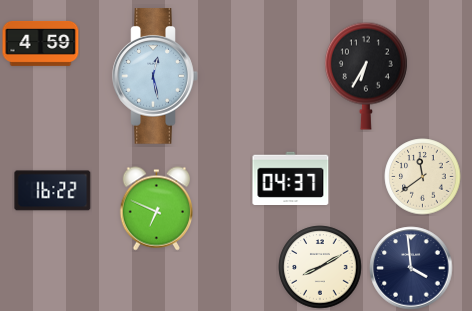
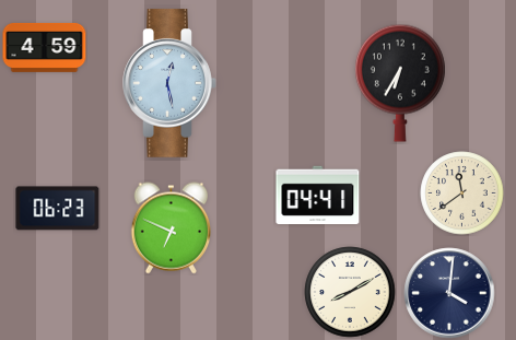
clock at (291, 179): 04:37 -> 04:41
clock at (53, 191): 16:22 -> 06:23
clock at (411, 268): 3:59 -> 4:01
